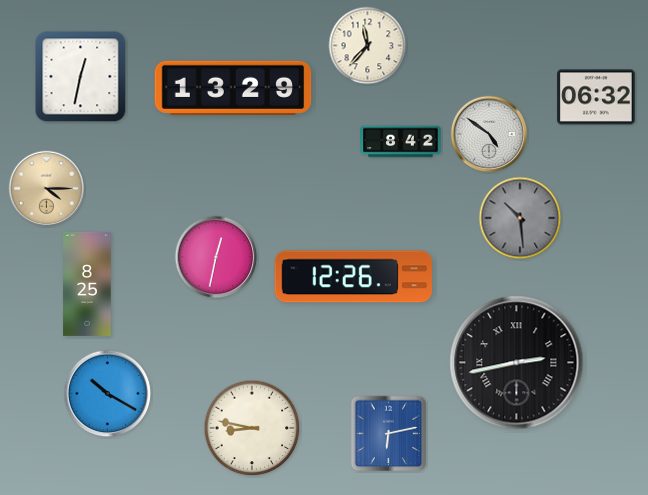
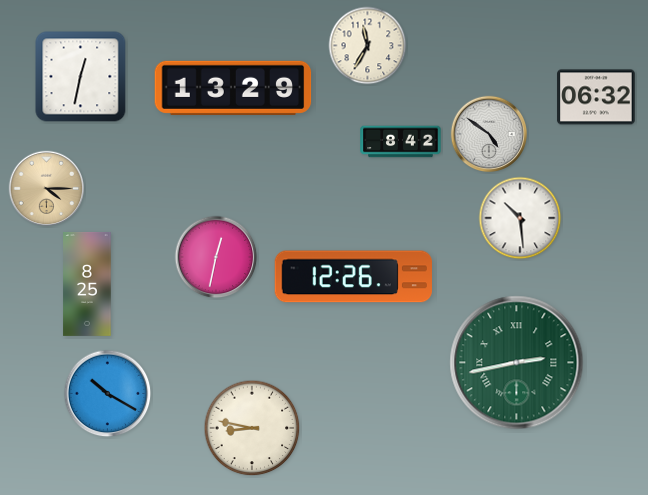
clock at (368, 46): 11:37 -> 11:35
clock at (520, 218) dial: grey -> white
clock at (517, 363) dial: black -> green
clock at (389, 434): 6:13 -> none
